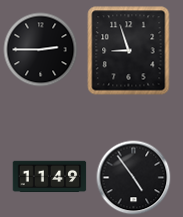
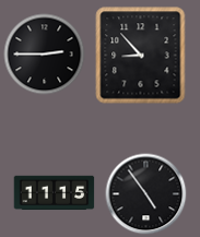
clock at (129, 51): 8:57 -> 8:53
clock at (50, 177): 11:49 -> 11:15
